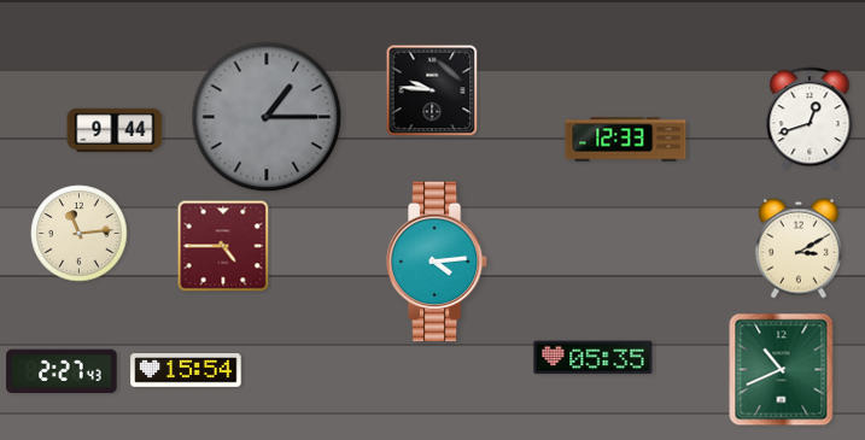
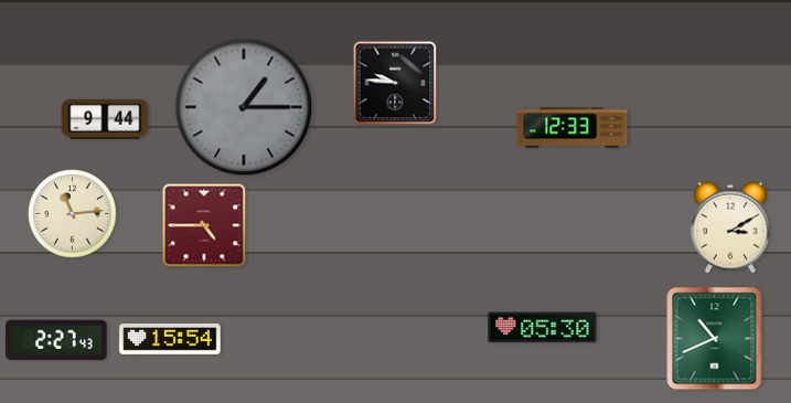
clock at (810, 118): 12:42 -> none
clock at (437, 262): 4:14 -> none
clock at (594, 358): 05:35 -> 05:30
